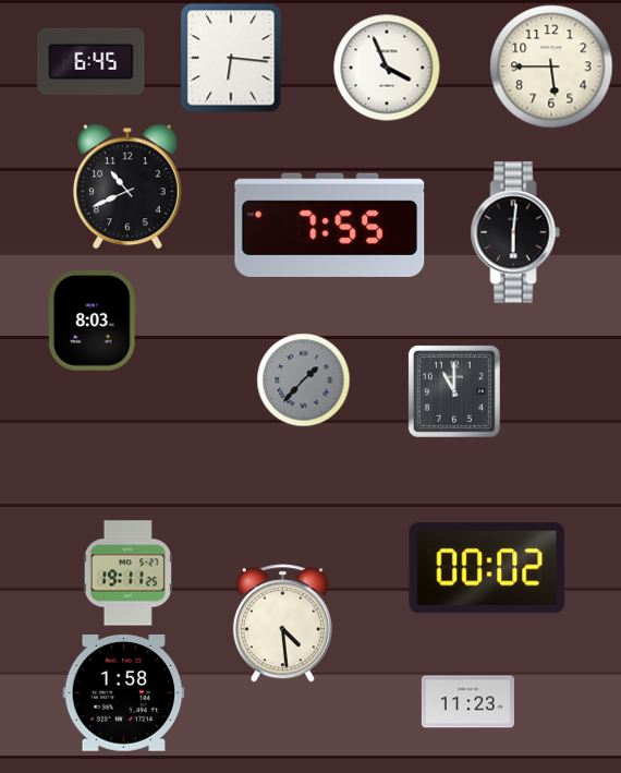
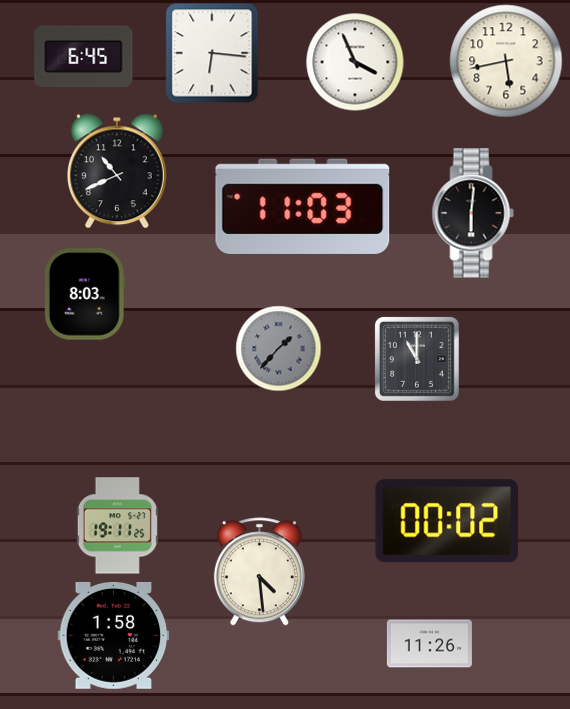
clock at (551, 67): 5:45 -> 5:43
clock at (330, 225): 7:55 -> 11:03
clock at (467, 702): 11:23 -> 11:26
